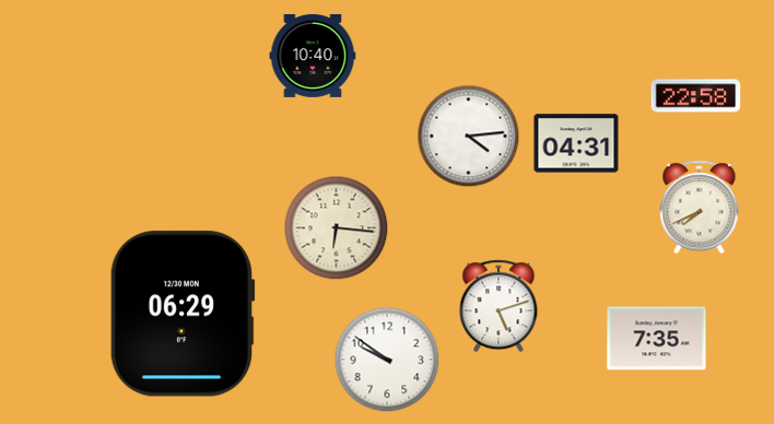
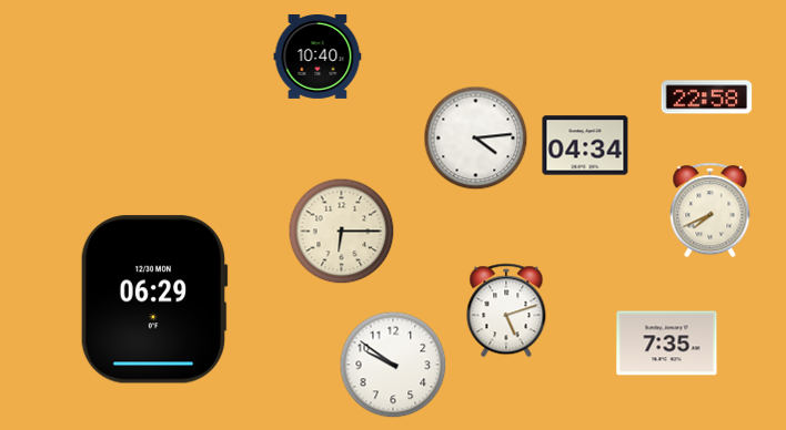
clock at (576, 143): 04:31 -> 04:34
clock at (337, 228): 6:16 -> 6:15
clock at (183, 314) position: (183, 314) -> (154, 299)
